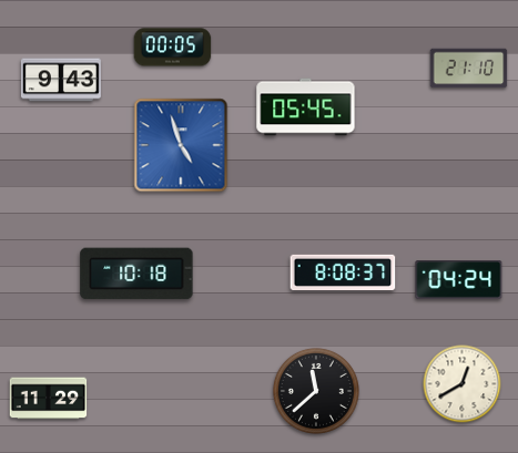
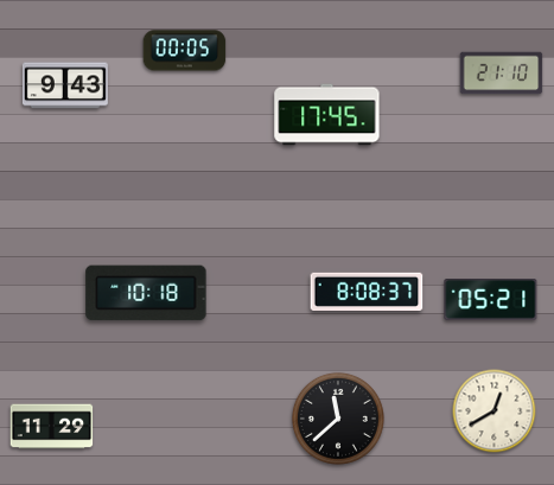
clock at (306, 107): 05:45 -> 17:45
clock at (181, 145): 4:57 -> none
clock at (459, 280): 04:24 -> 05:21
